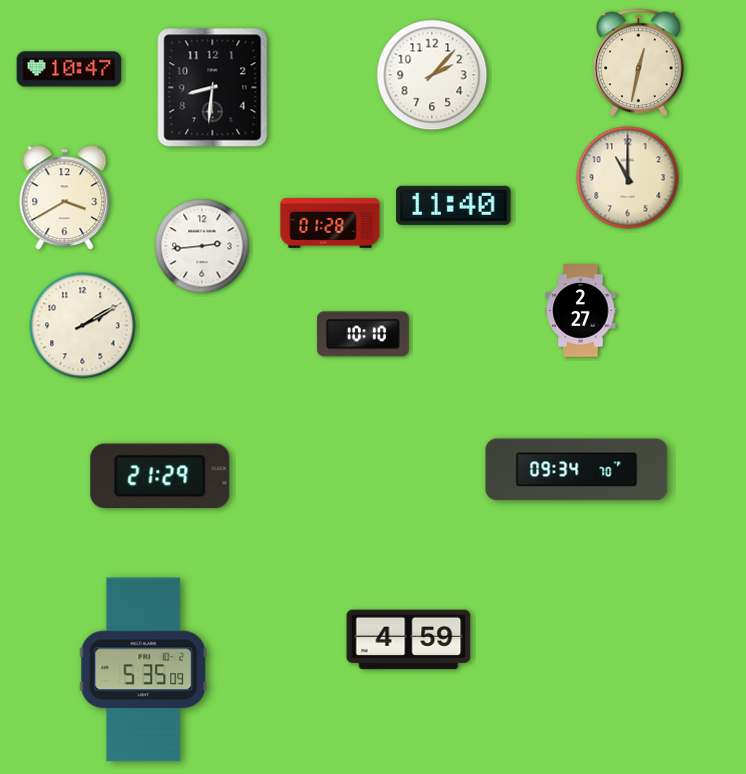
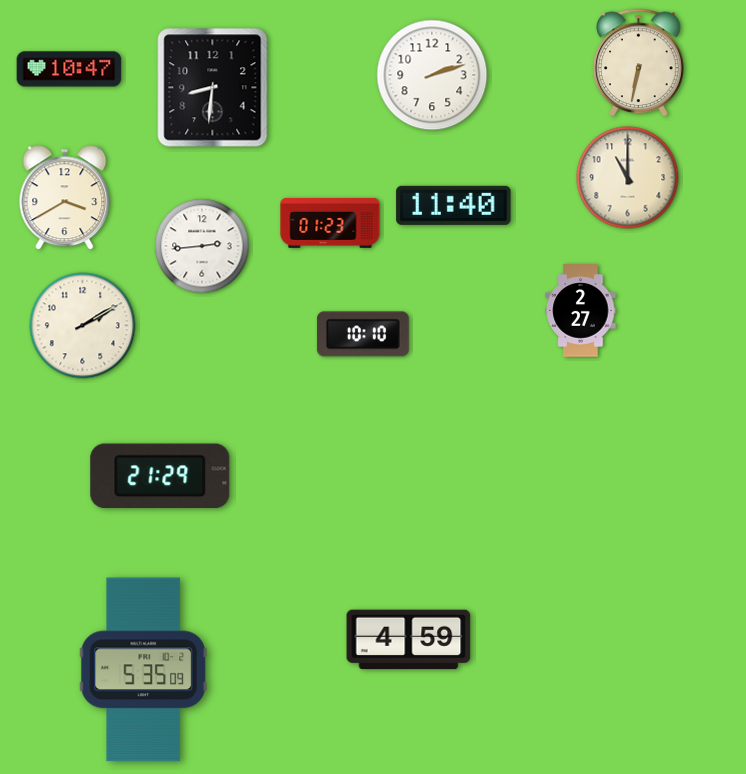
clock at (639, 63): 12:32 -> 6:32
clock at (432, 75): 2:07 -> 2:12
clock at (330, 223): 01:28 -> 01:23
clock at (577, 470): 09:34 -> none
